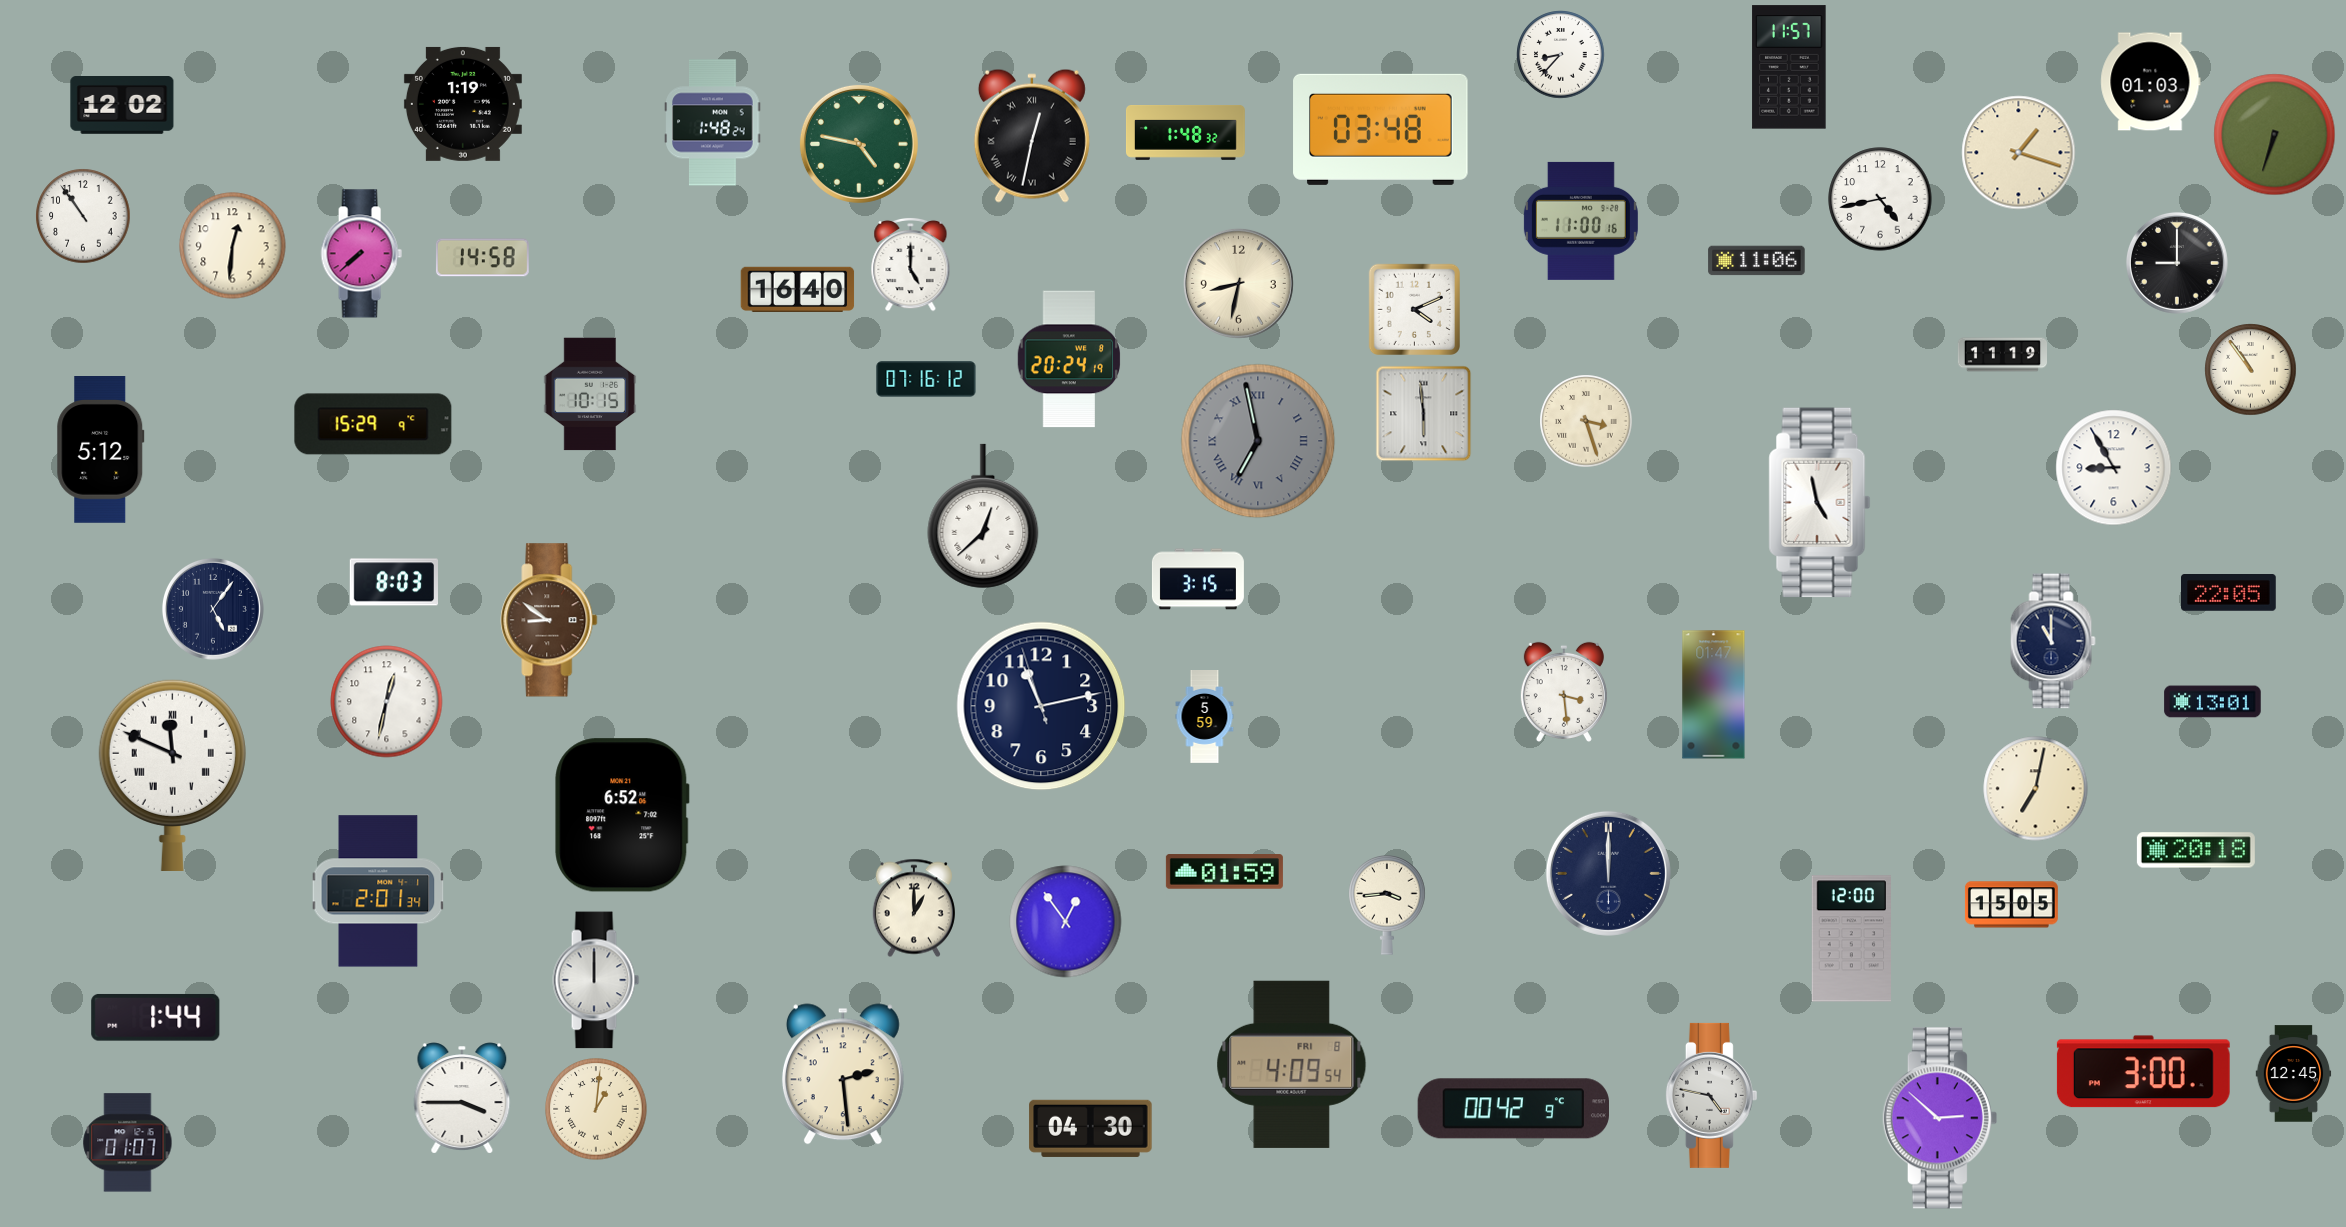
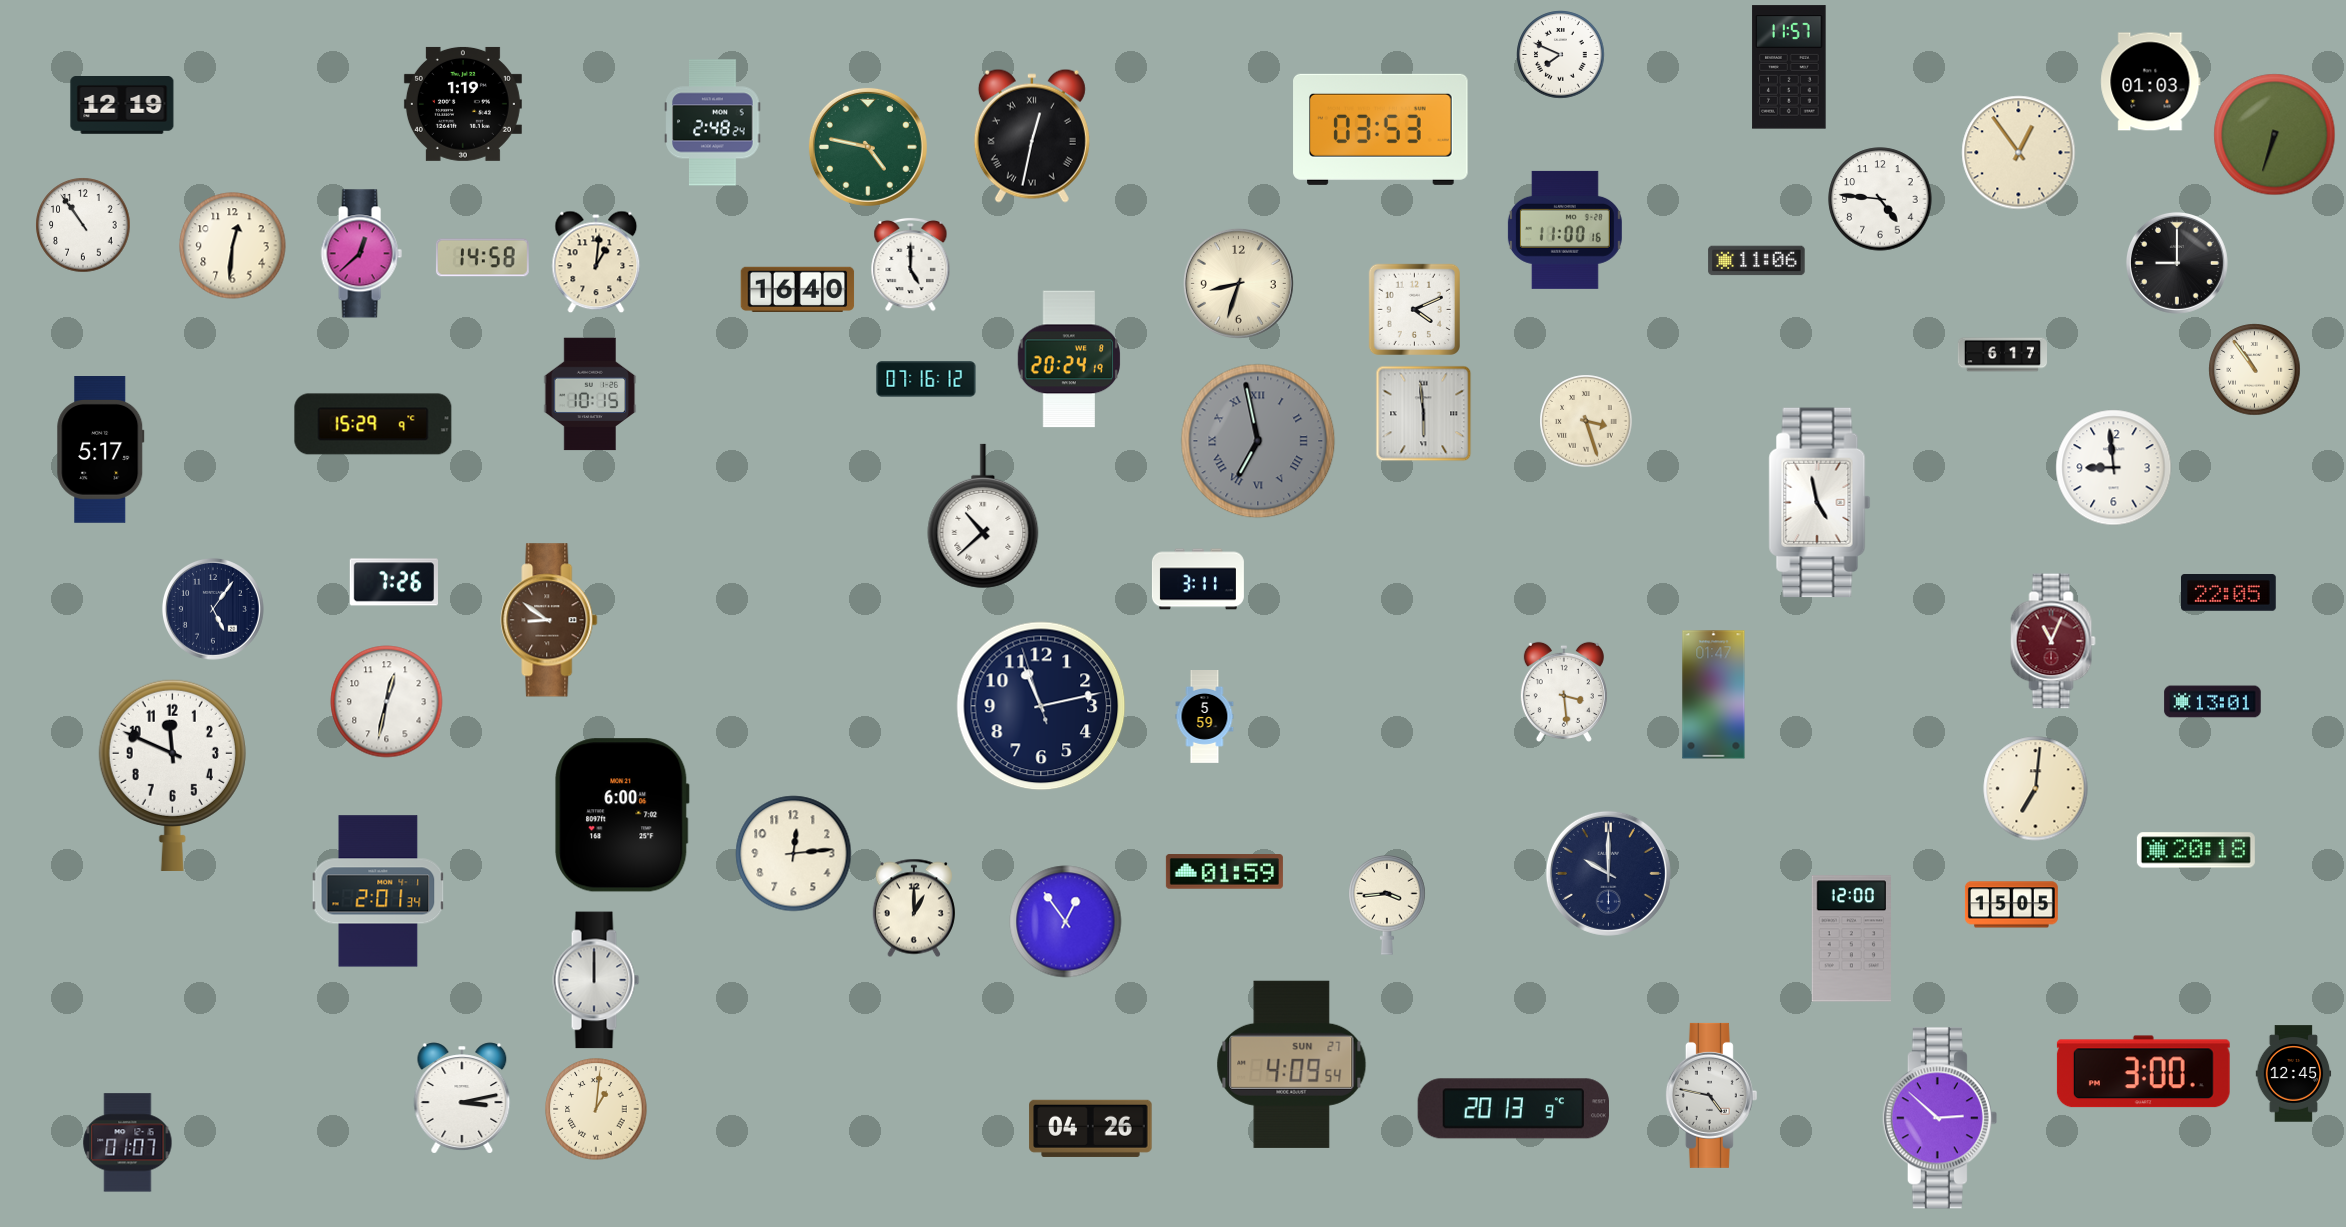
clock at (1561, 55): 8:37 -> 7:49
clock at (122, 106): 12:02 -> 12:19
clock at (713, 123): 1:48 -> 2:48
clock at (1381, 129): 03:48 -> 03:53
clock at (1185, 133): 1:48 -> none
clock at (859, 144) position: (859, 144) -> (868, 147)
clock at (2019, 153): 1:18 -> 12:54
clock at (1880, 199): 4:43 -> 4:46
clock at (83, 216) position: (83, 216) -> (83, 225)
clock at (1581, 221) position: (1581, 221) -> (1565, 230)
clock at (361, 254): 7:38 -> 12:38
clock at (596, 262): none -> 1:01
clock at (1238, 283): 8:32 -> 8:33
clock at (2002, 355): 11:19 -> 6:17
clock at (2251, 370) position: (2251, 370) -> (2255, 370)
clock at (101, 450): 5:12 -> 5:17
clock at (2114, 468): 8:55 -> 8:59
clock at (983, 516): 12:38 -> 10:38
clock at (1198, 579): 3:15 -> 3:11
clock at (394, 582): 8:03 -> 7:26
clock at (2053, 641): 11:00 -> 11:04
clock at (2053, 641) dial: navy -> burgundy
clock at (172, 775) numerals: Roman -> Arabic
clock at (2036, 789): 7:02 -> 7:01
clock at (622, 815): 6:52 -> 6:00
clock at (794, 854): none -> 12:14
clock at (1608, 873): 12:00 -> 10:00
clock at (156, 1017): 1:44 -> none
clock at (1292, 1064) date: FRI 8 -> SUN 27
clock at (843, 1074): 2:29 -> none
clock at (462, 1098): 3:45 -> 3:13
clock at (1513, 1109): 00:42 -> 20:13
clock at (1091, 1128): 04:30 -> 04:26
